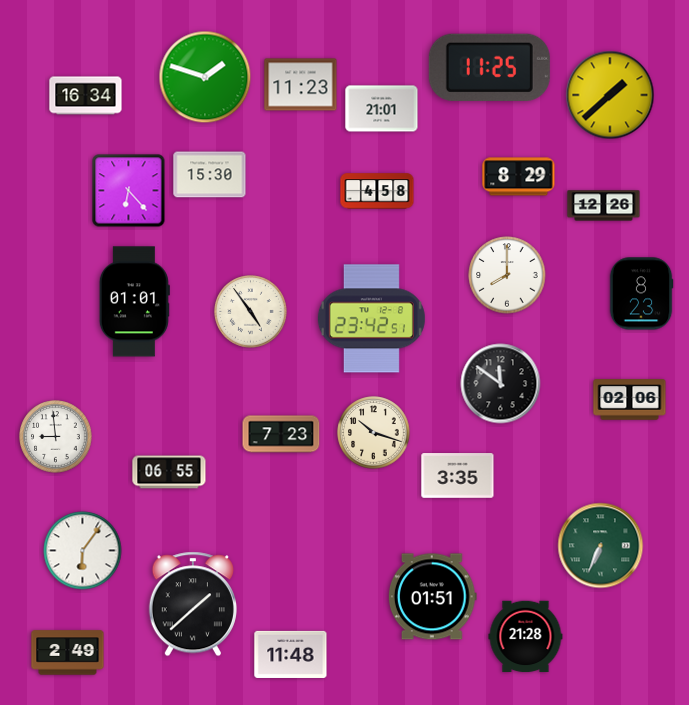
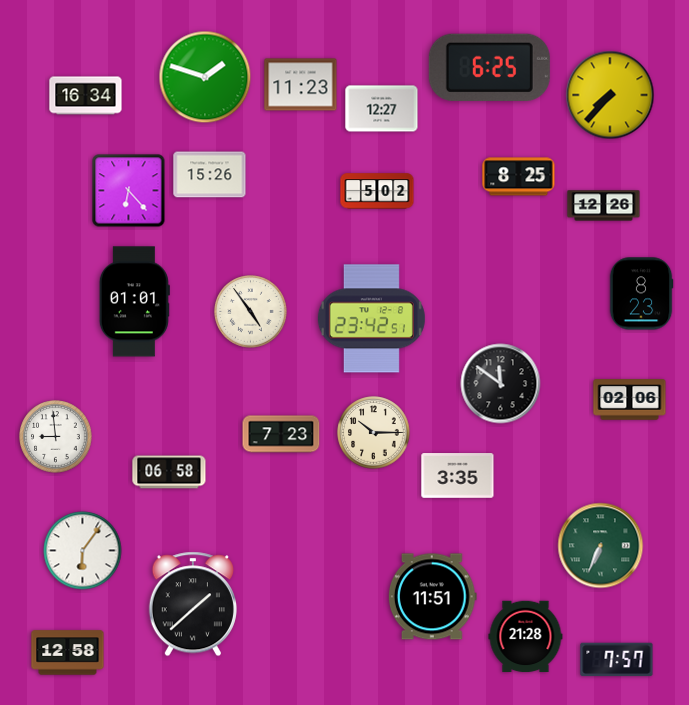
clock at (489, 67): 11:25 -> 6:25
clock at (610, 95): 1:38 -> 7:37
clock at (382, 109): 21:01 -> 12:27
clock at (210, 175): 15:30 -> 15:26
clock at (519, 177): 8:29 -> 8:25
clock at (377, 191): 4:58 -> 5:02
clock at (507, 275): 8:00 -> none
clock at (374, 433): 10:18 -> 10:15
clock at (169, 472): 06:55 -> 06:58
clock at (432, 597): 01:51 -> 11:51
clock at (68, 653): 2:49 -> 12:58
clock at (291, 654): 11:48 -> none
clock at (617, 660): none -> 7:57
